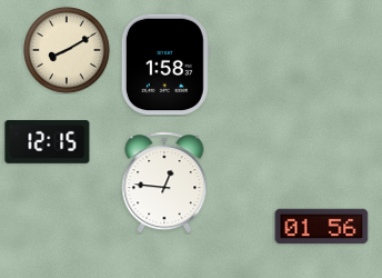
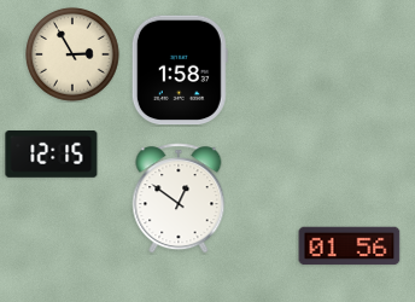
clock at (67, 50): 8:10 -> 2:55
clock at (164, 182): 12:46 -> 12:51
